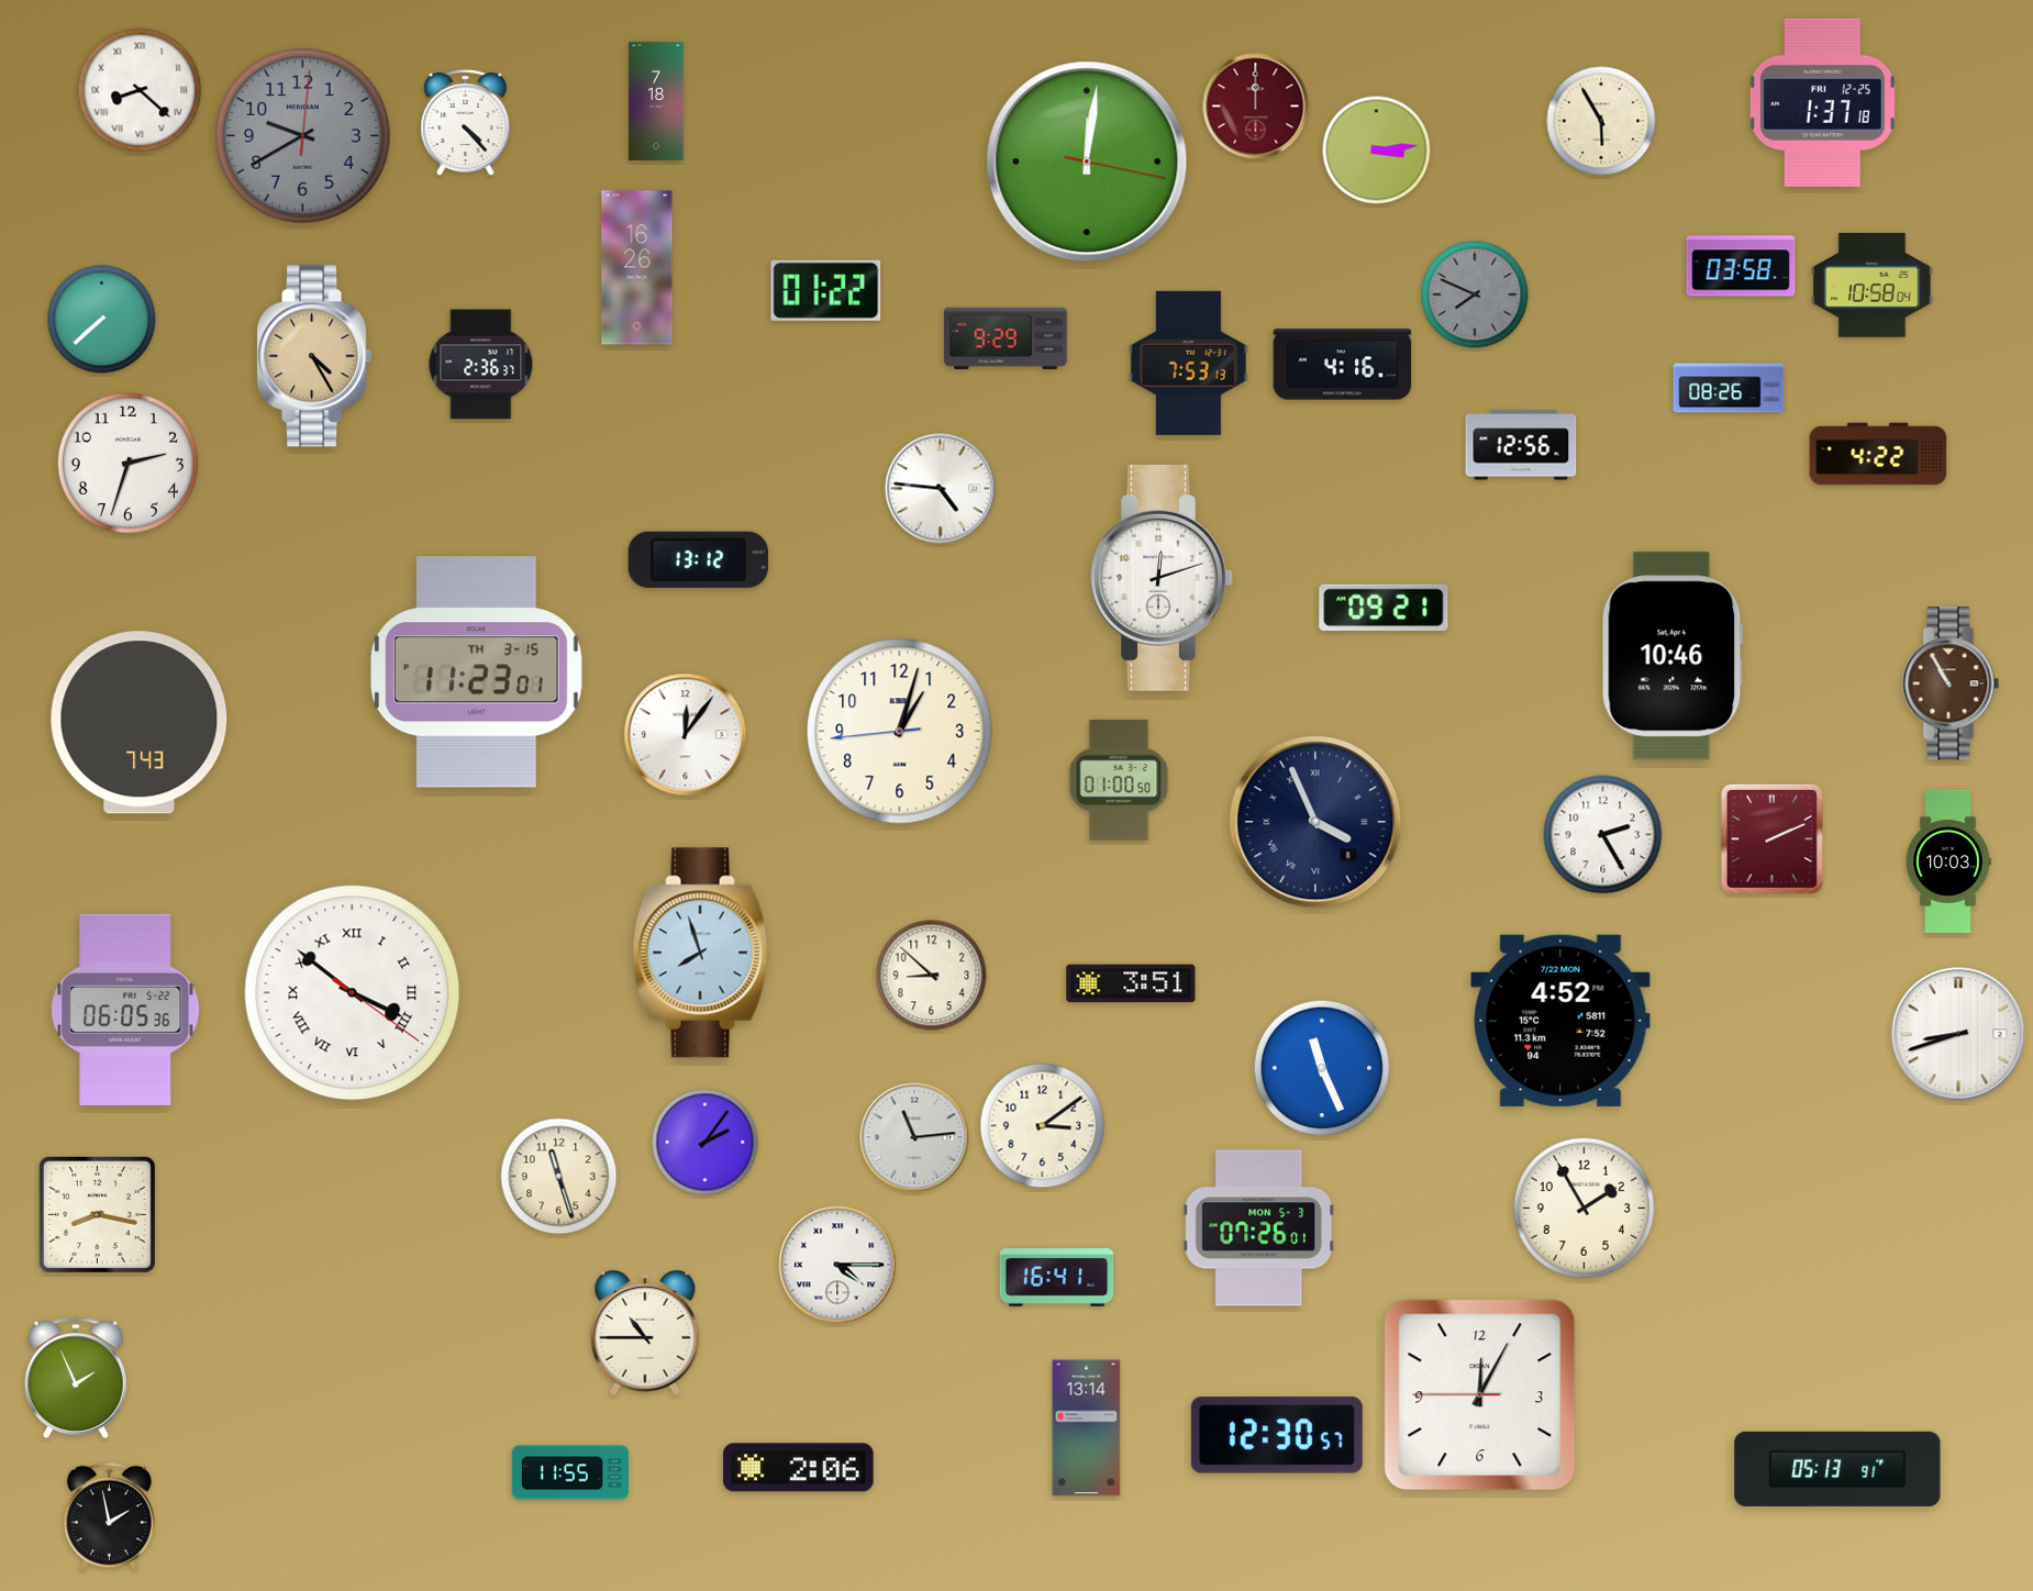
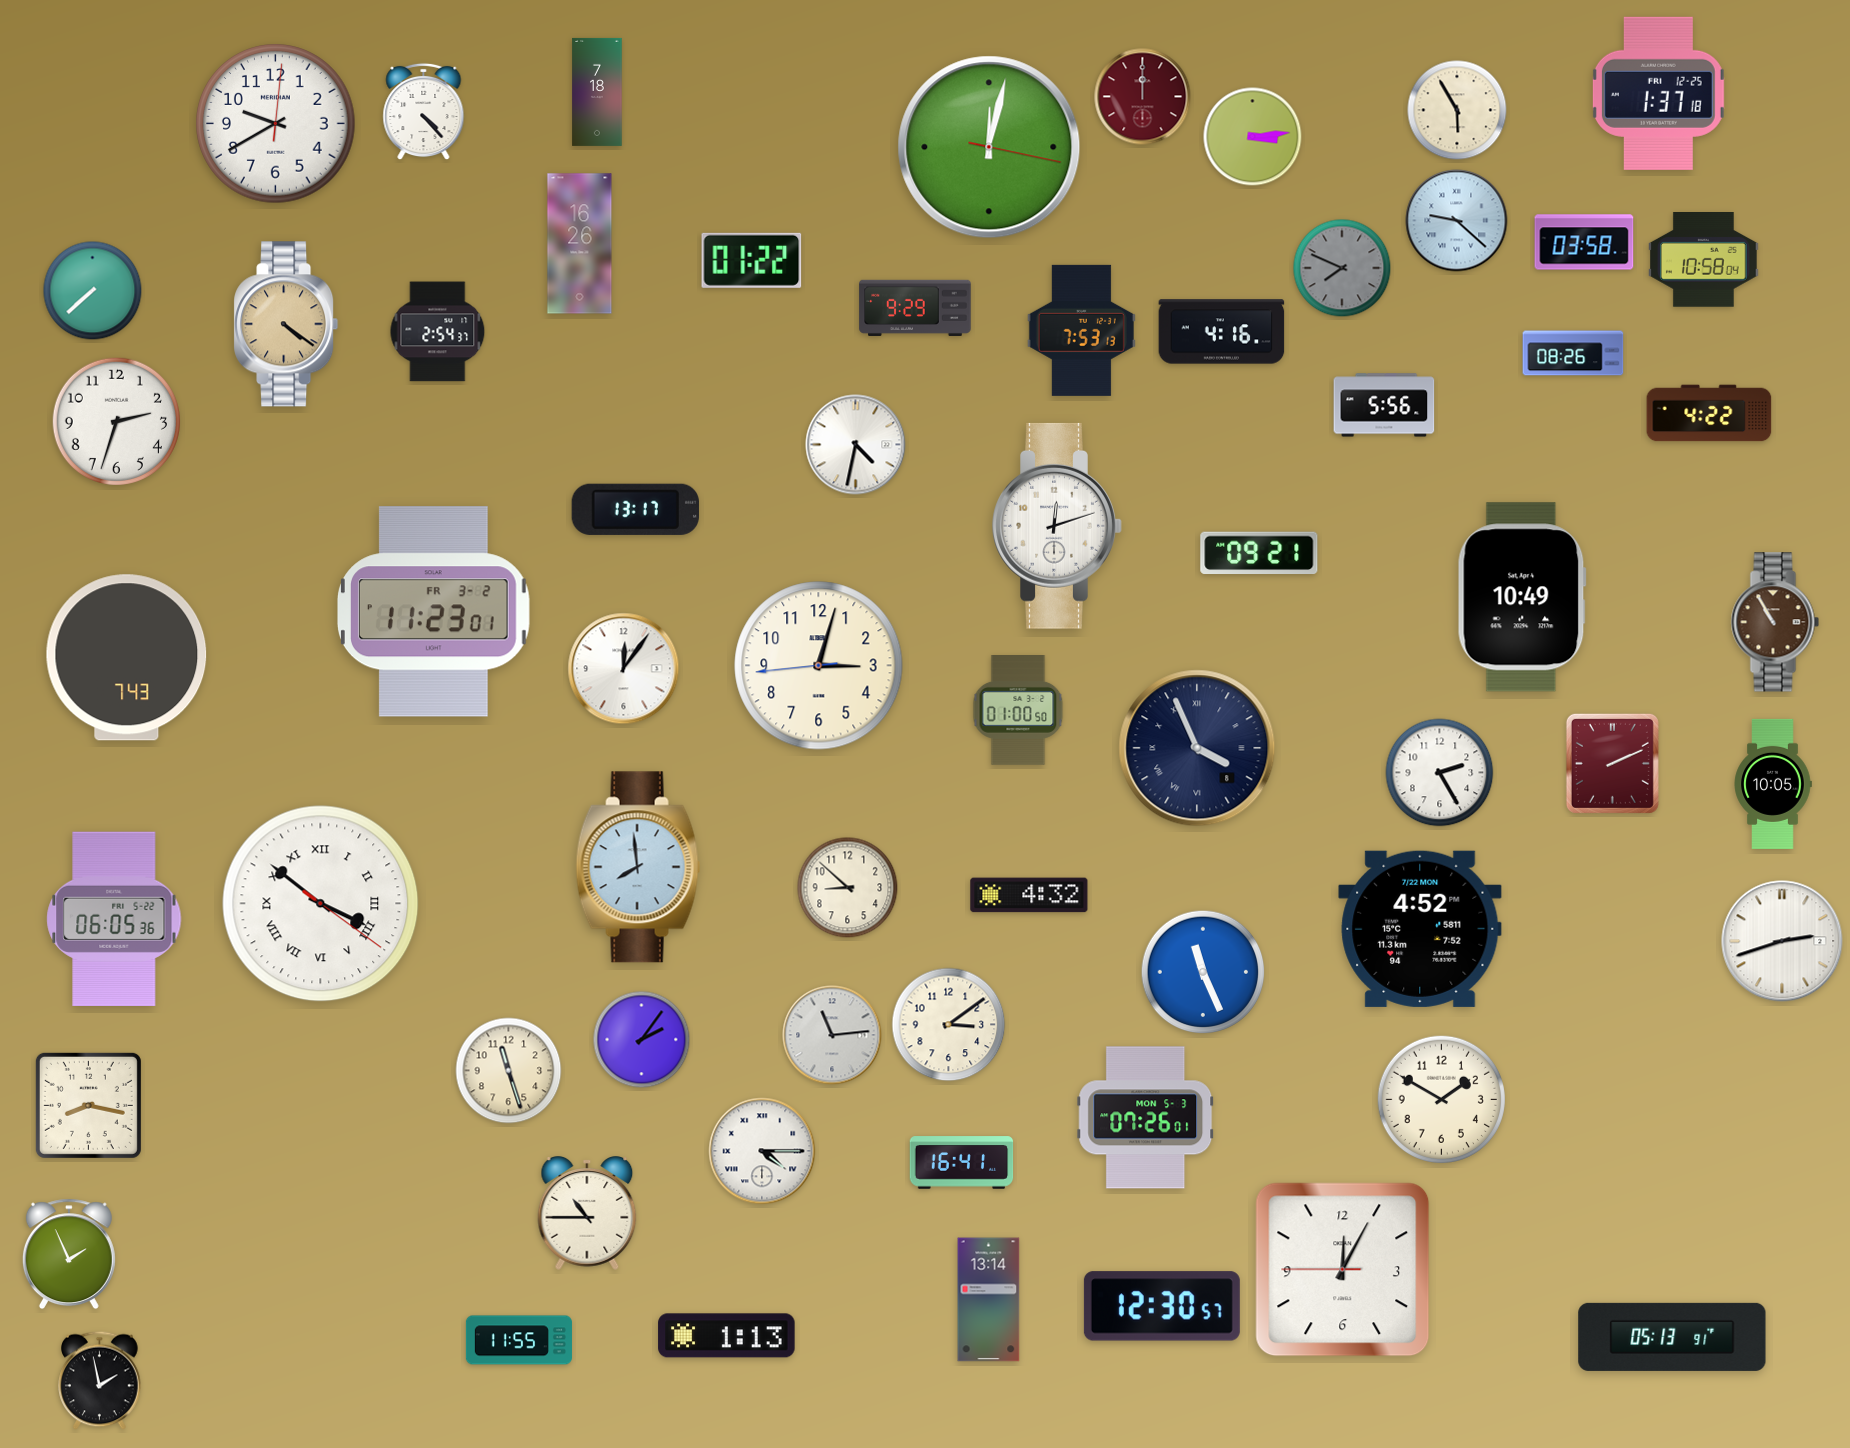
clock at (140, 90): 8:22 -> none
clock at (303, 136) dial: grey -> white
clock at (1087, 162): 12:01 -> 12:02
clock at (1457, 221): none -> 9:22
clock at (826, 290) position: (826, 290) -> (752, 260)
clock at (314, 356): 4:25 -> 4:21
clock at (481, 365): 2:36 -> 2:54
clock at (1521, 445): 12:56 -> 5:56
clock at (941, 489): 4:46 -> 4:32
clock at (698, 559): 13:12 -> 13:17
clock at (1673, 656): 10:46 -> 10:49
clock at (477, 672) date: TH 3-15 -> FR 3-2
clock at (900, 732): 1:02 -> 3:02
clock at (1603, 835) position: (1603, 835) -> (1440, 773)
clock at (1948, 861): 10:03 -> 10:05
clock at (701, 953): 7:57 -> 7:59
clock at (1131, 983): 3:51 -> 4:32
clock at (1958, 1034): 8:42 -> 2:42
clock at (1584, 1208): 1:55 -> 1:50
clock at (1480, 1395) position: (1480, 1395) -> (1343, 1270)
clock at (799, 1468): 2:06 -> 1:13
